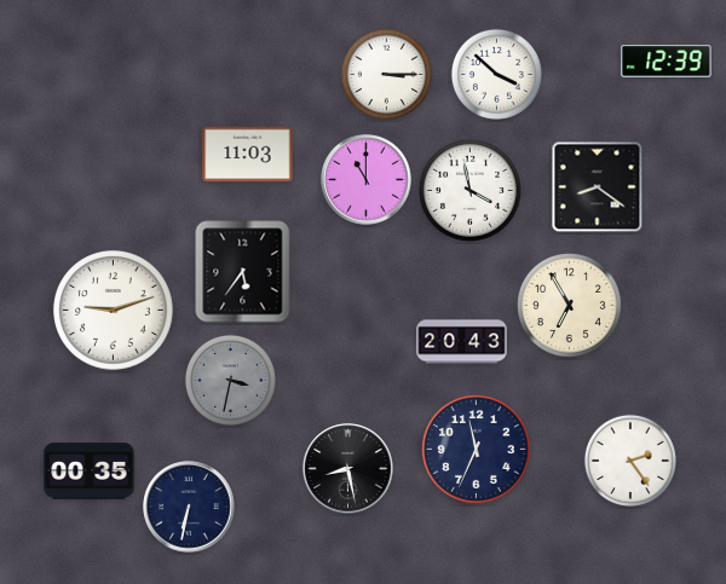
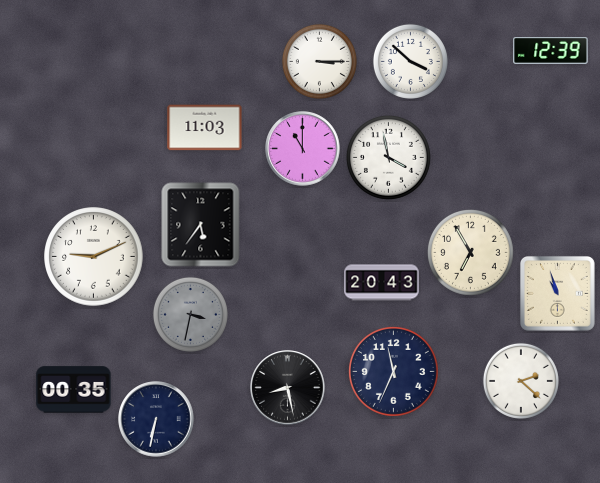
clock at (598, 187): 8:21 -> none
clock at (114, 311): 9:12 -> 9:11
clock at (557, 293): none -> 10:57
clock at (630, 461): 2:24 -> 2:22
